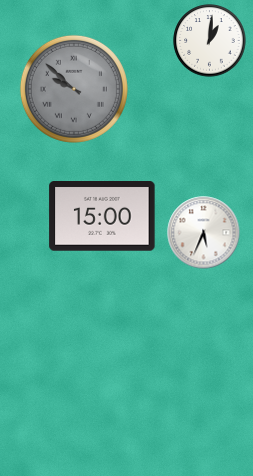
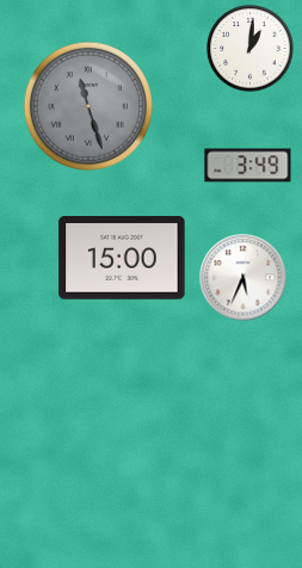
clock at (74, 89): 9:52 -> 11:27
clock at (248, 166): none -> 3:49
